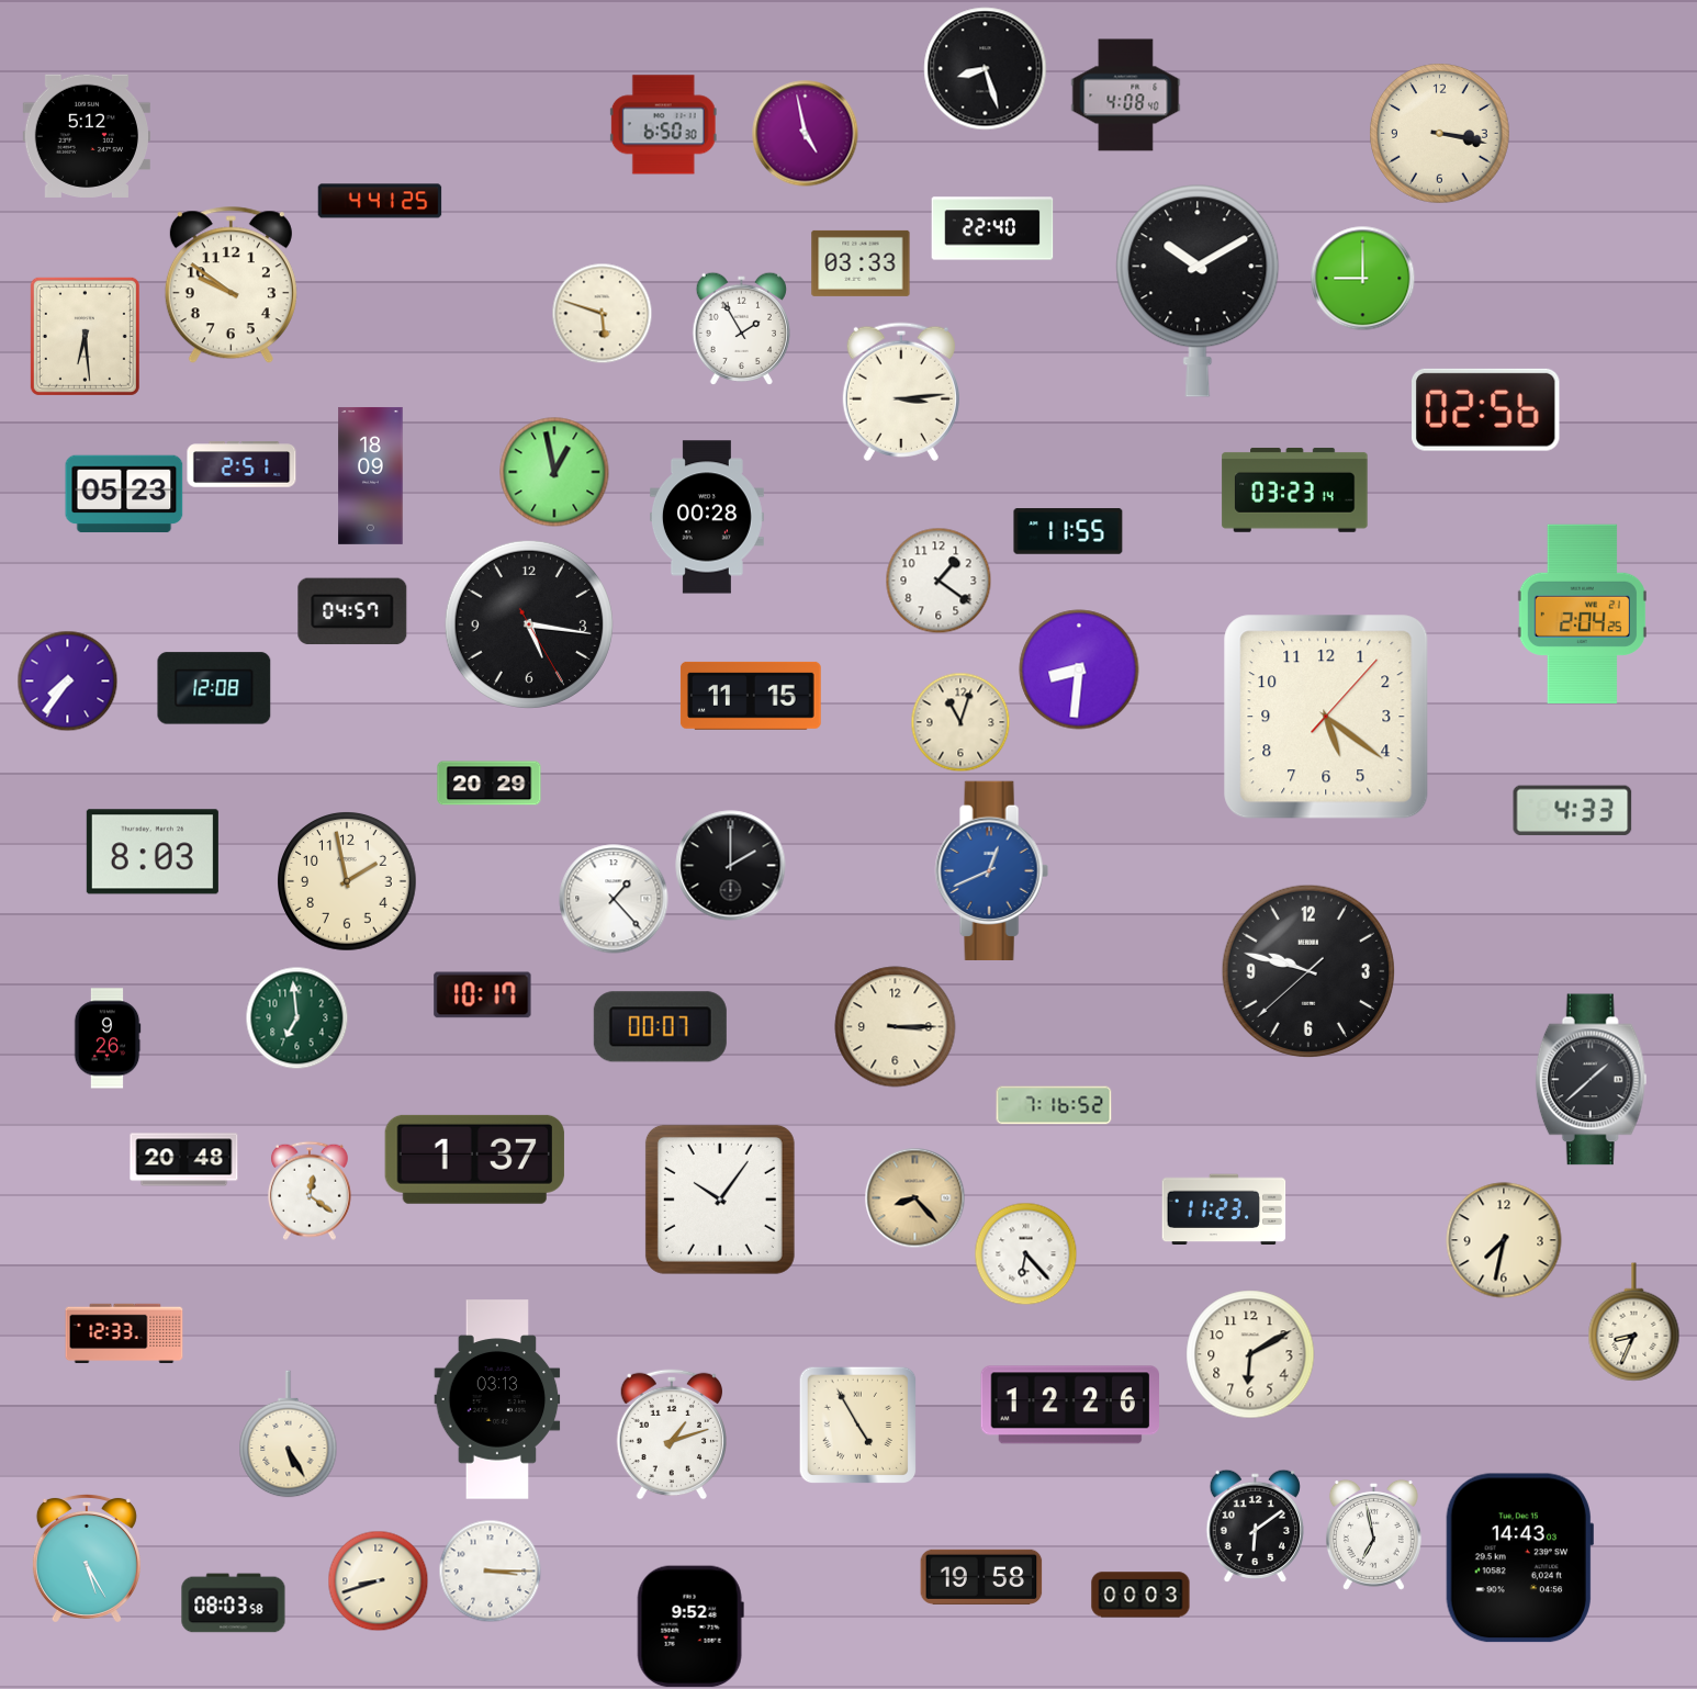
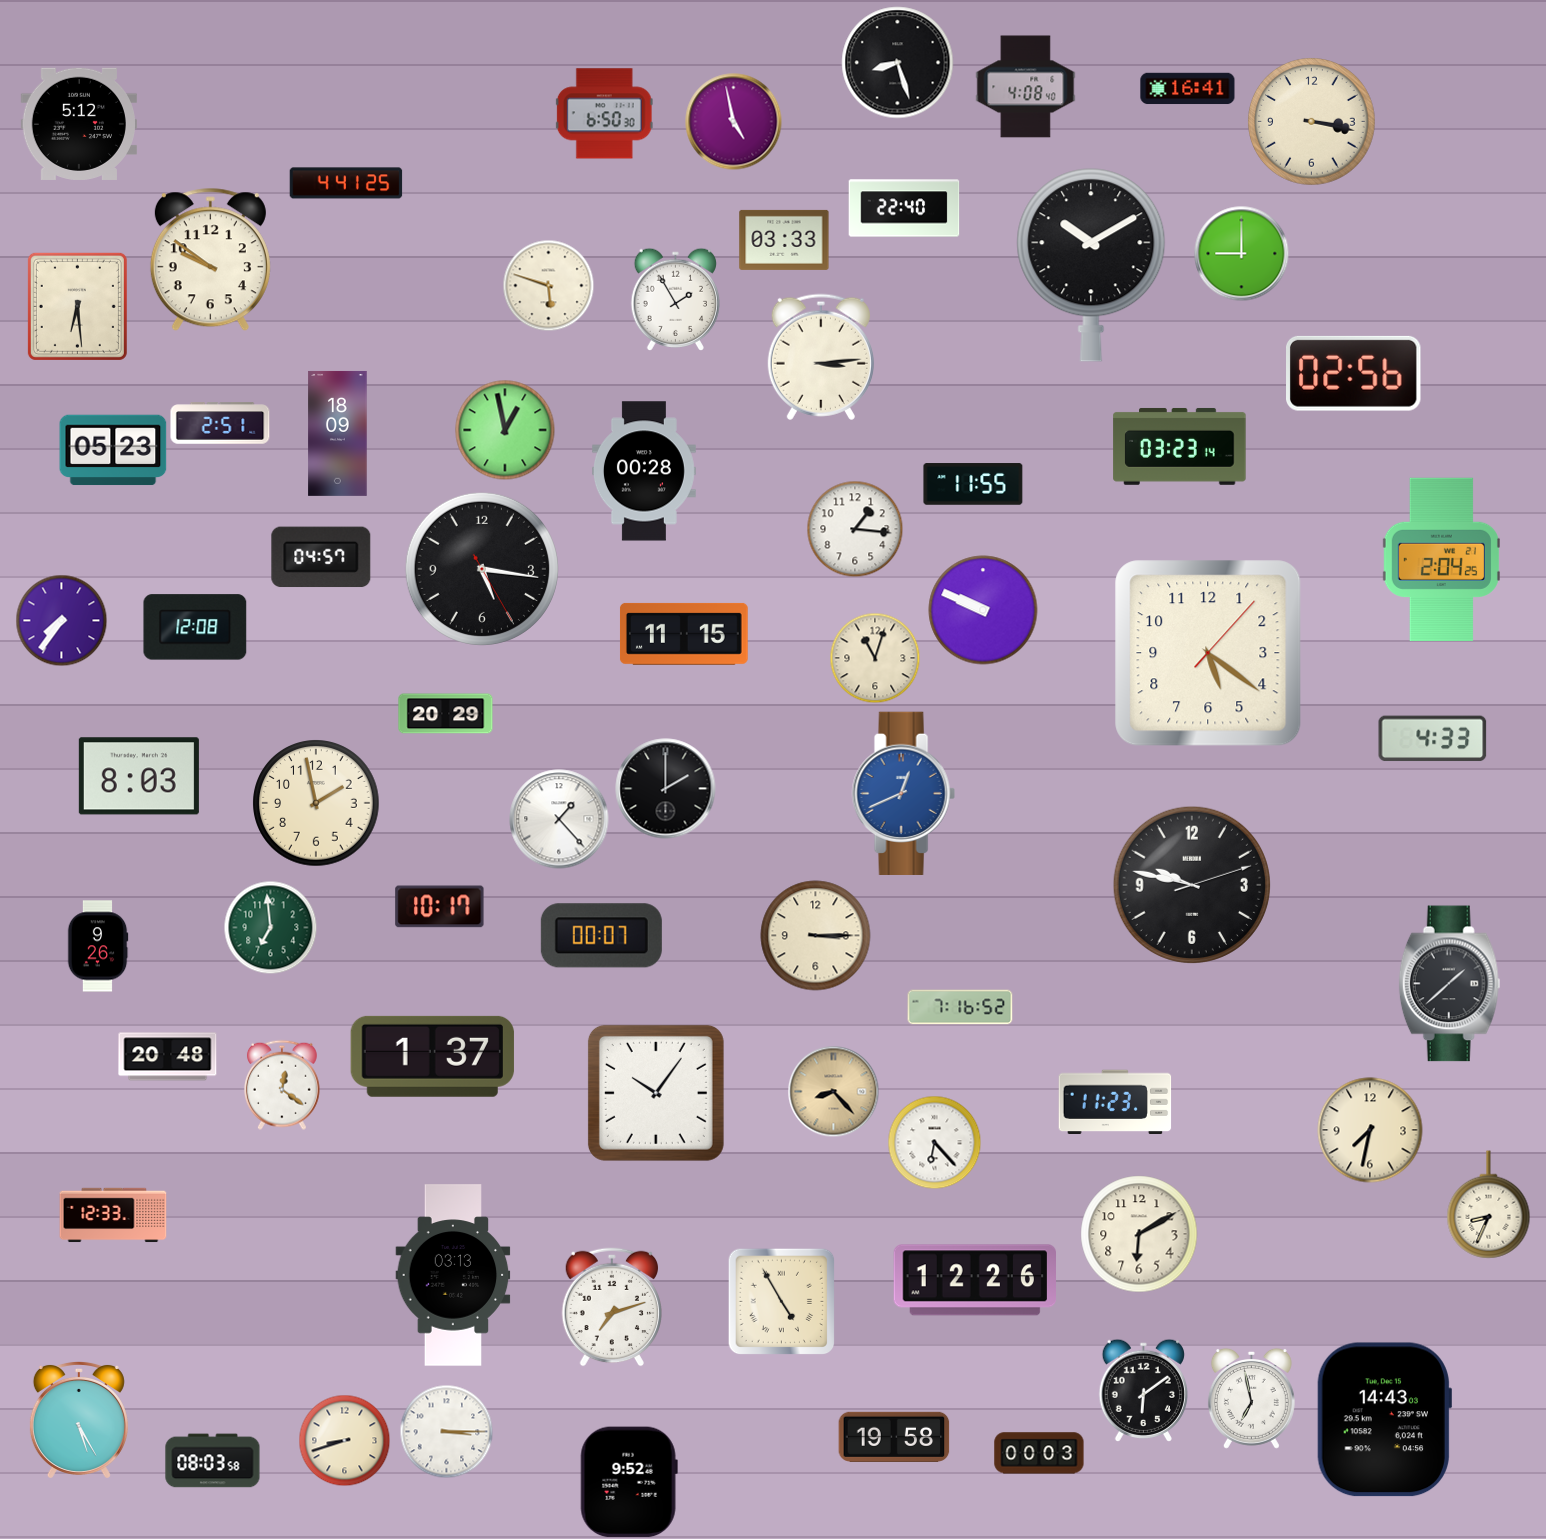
clock at (1188, 89): none -> 16:41
clock at (939, 581): 1:21 -> 1:16
clock at (1079, 669): 8:31 -> 9:49
clock at (1308, 971): 9:47:38 -> 9:47:12
clock at (857, 1425) position: (857, 1425) -> (781, 1301)
clock at (289, 1434): 5:25 -> none
clock at (671, 1434): 1:12 -> 7:12
